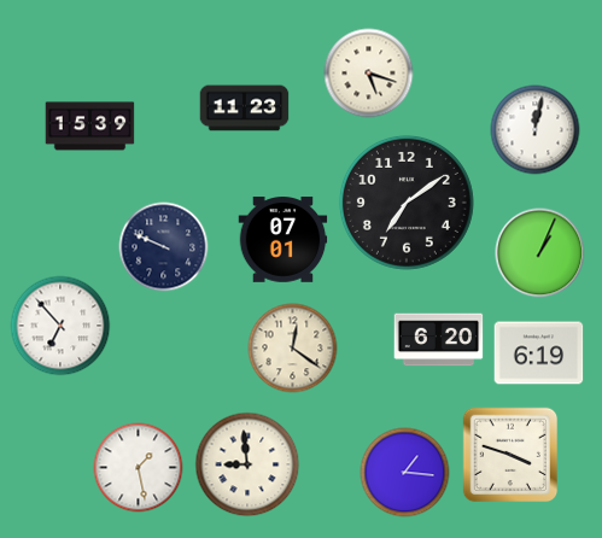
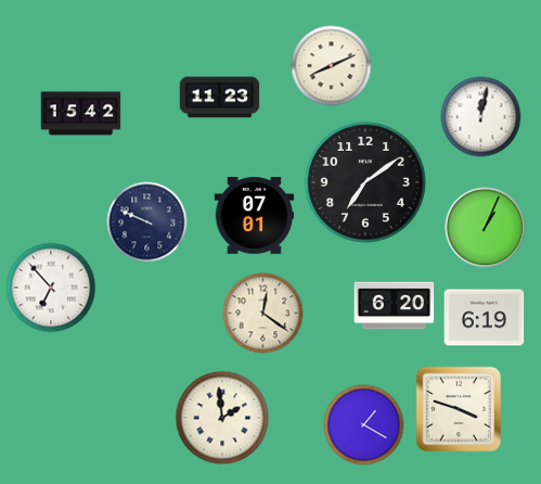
clock at (369, 74): 5:18 -> 8:11
clock at (90, 127): 15:39 -> 15:42
clock at (60, 326) position: (60, 326) -> (51, 288)
clock at (247, 464): 8:59 -> 1:59
clock at (139, 468): 1:28 -> none
clock at (405, 473): 1:16 -> 1:20
